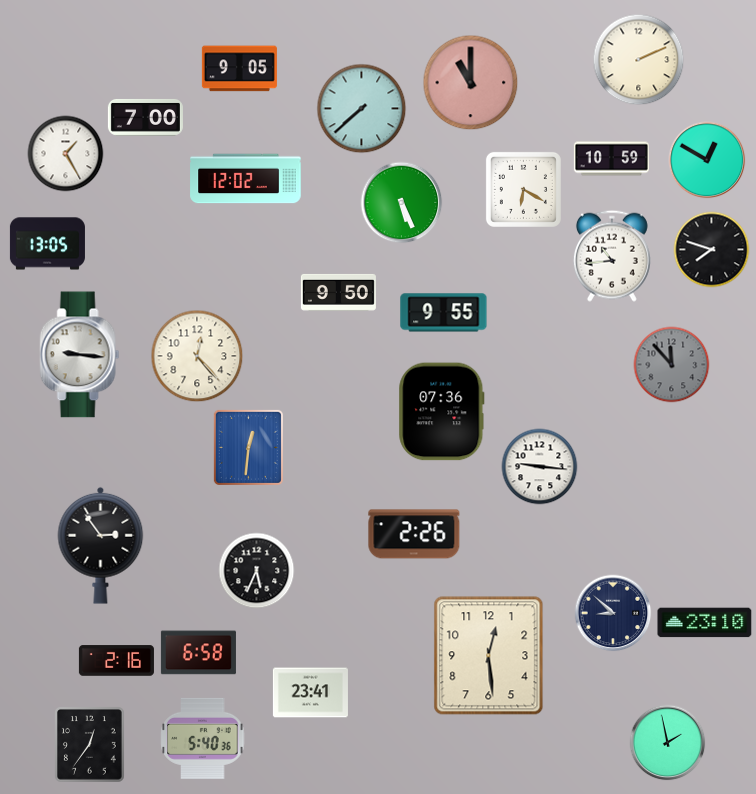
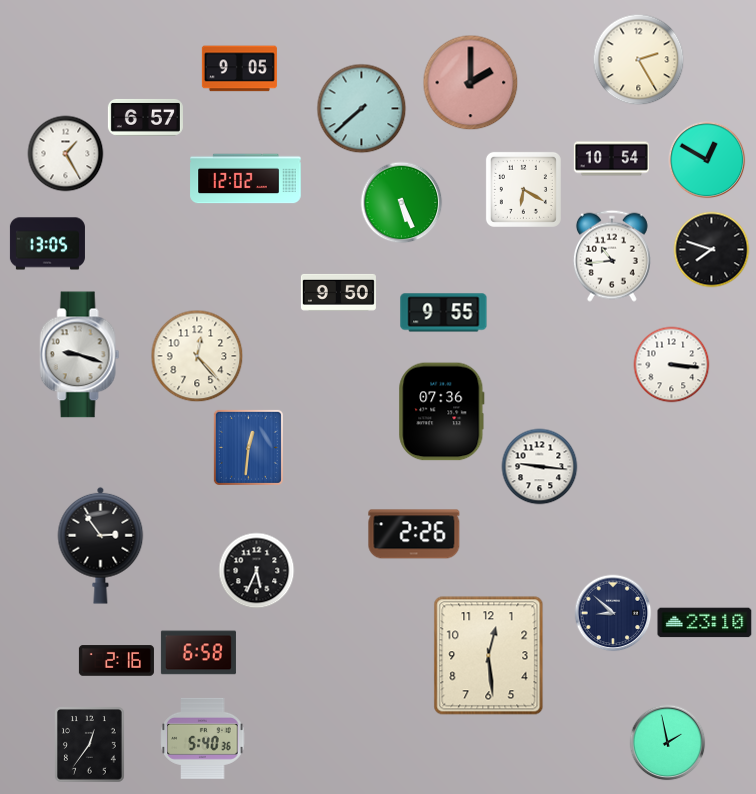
clock at (639, 60): 2:11 -> 2:25
clock at (471, 83): 11:00 -> 2:00
clock at (145, 117): 7:00 -> 6:57
clock at (611, 159): 10:59 -> 10:54
clock at (80, 355): 9:16 -> 9:18
clock at (672, 365): 11:53 -> 3:16
clock at (672, 365) dial: grey -> white
clock at (310, 693): 23:41 -> none
